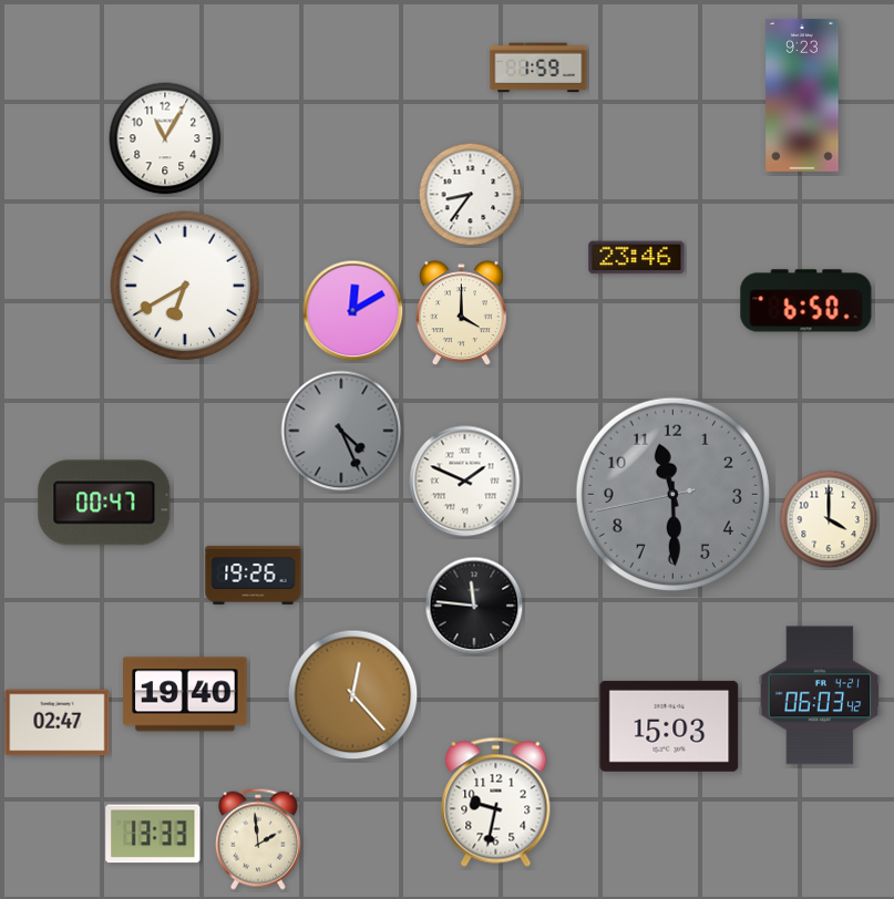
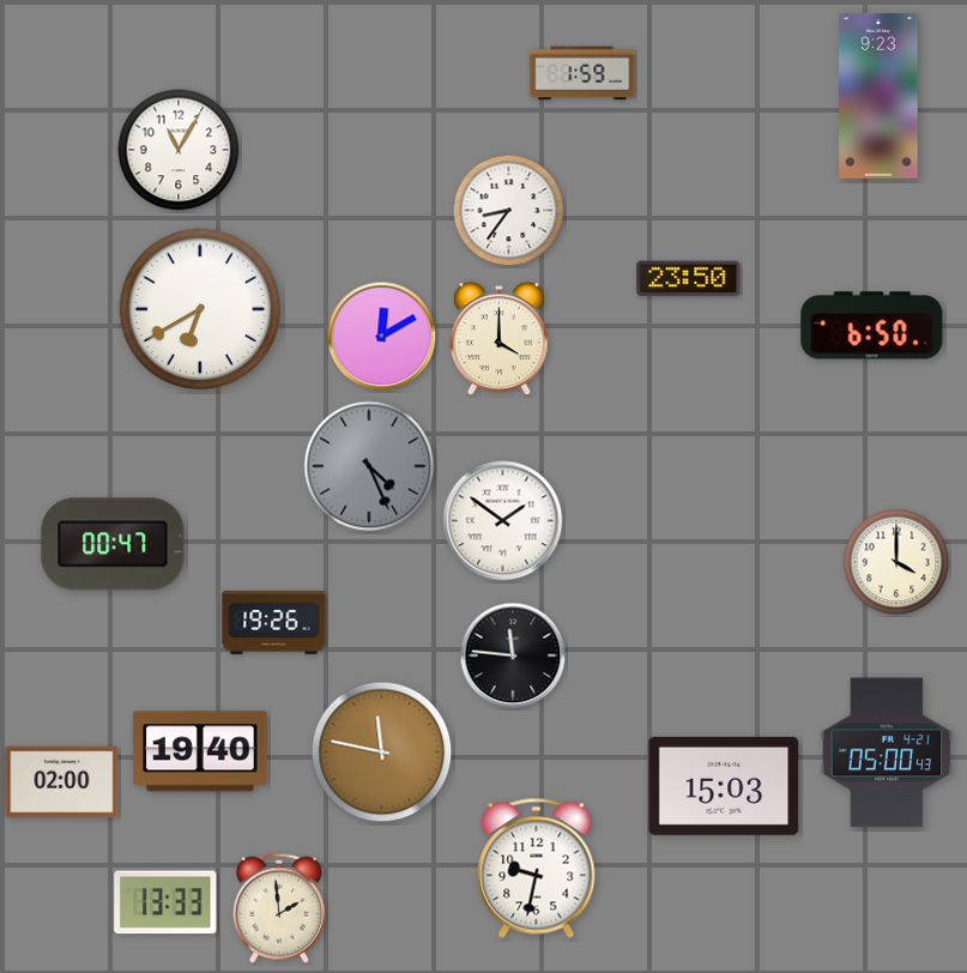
clock at (802, 95) position: (802, 95) -> (878, 96)
clock at (637, 258): 23:46 -> 23:50
clock at (465, 482): 1:49 -> 1:51
clock at (672, 494): 11:29 -> none
clock at (353, 695): 12:23 -> 11:47
clock at (820, 695): 06:03 -> 05:00
clock at (58, 723): 02:47 -> 02:00
